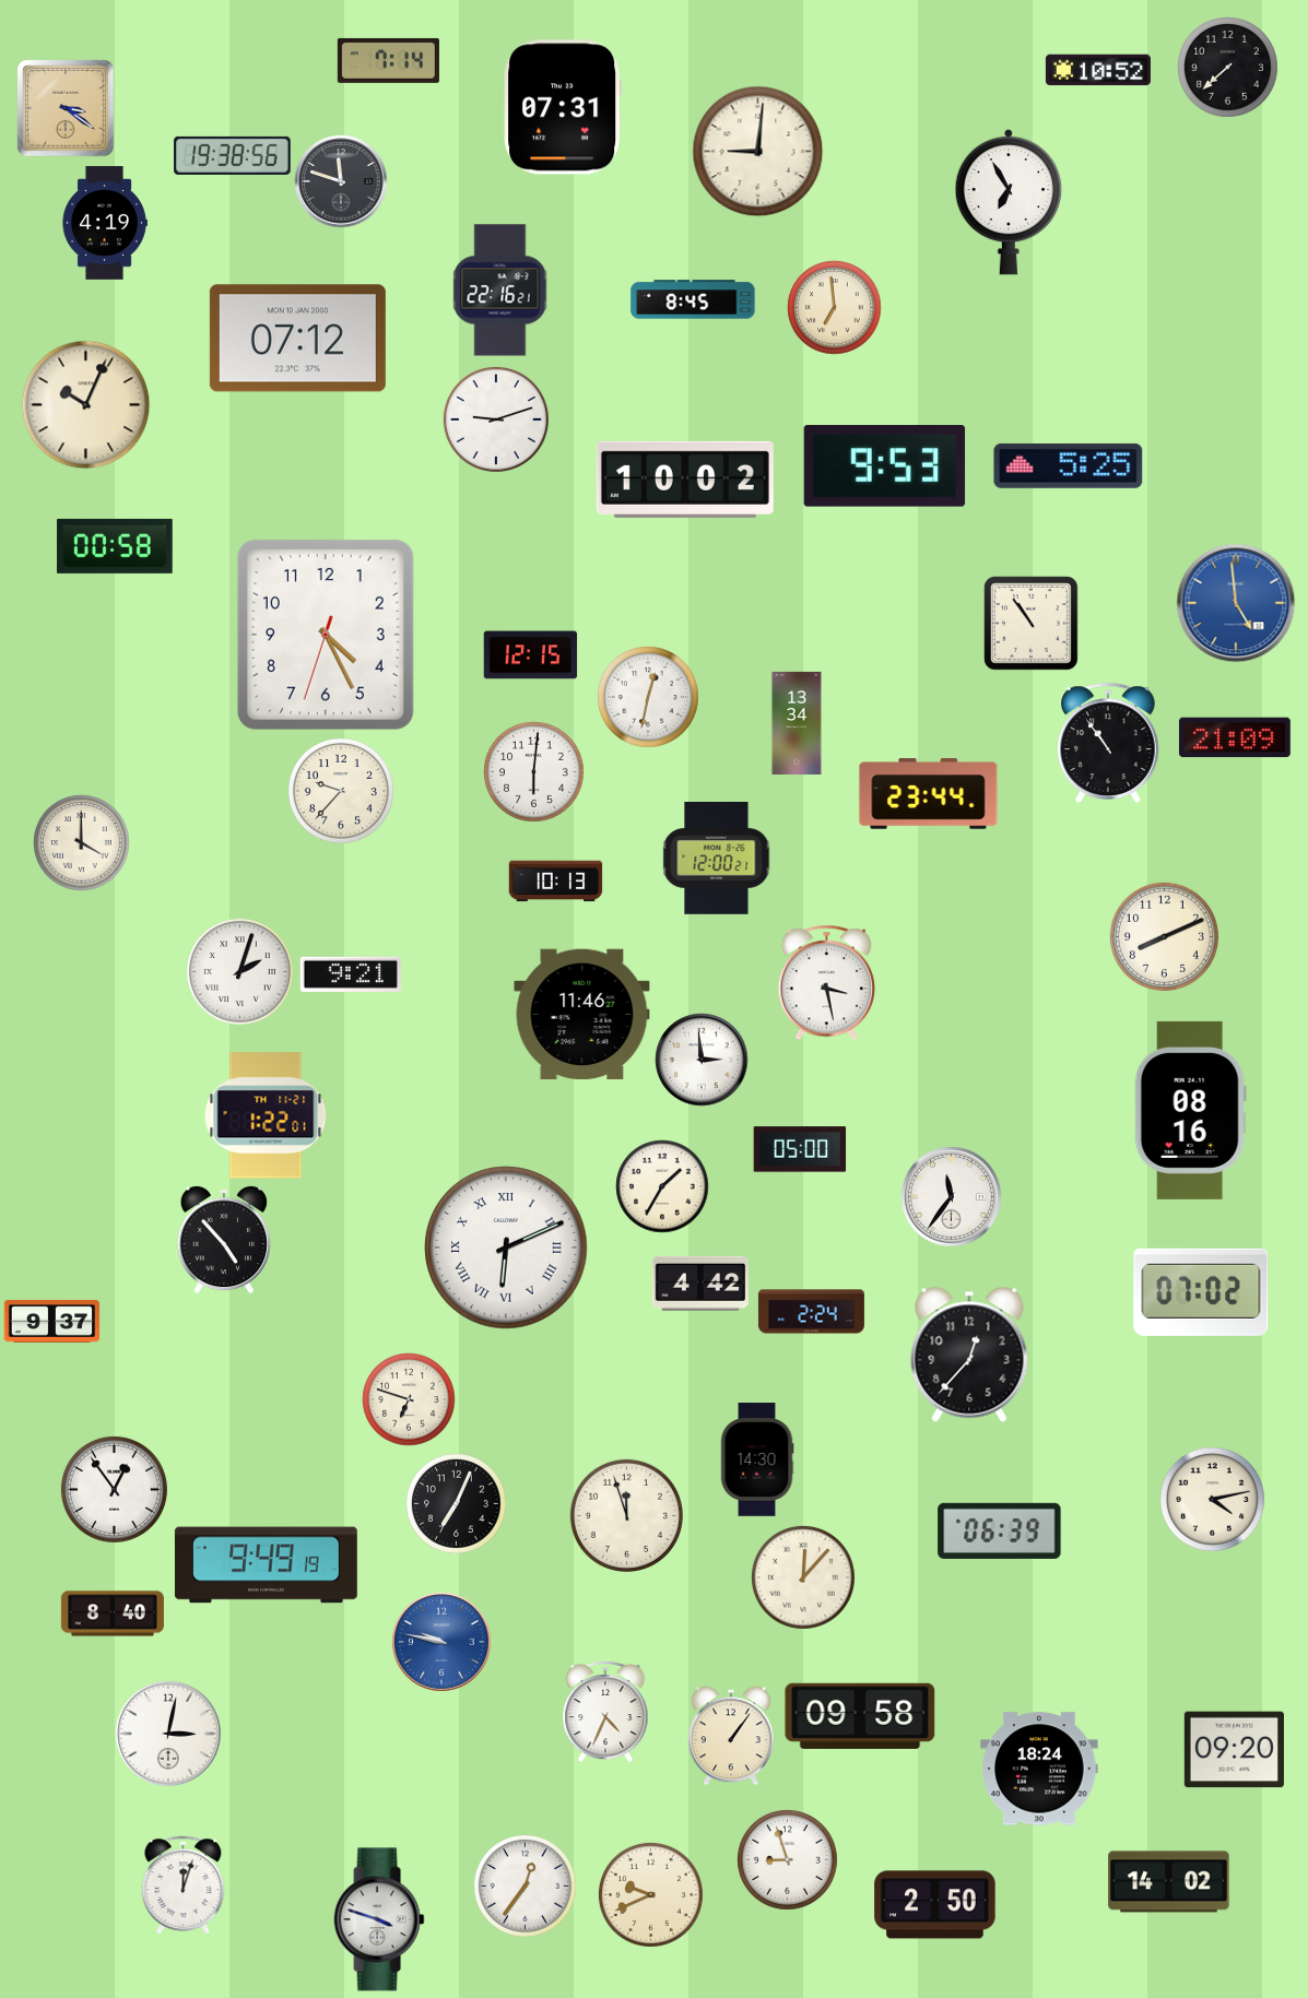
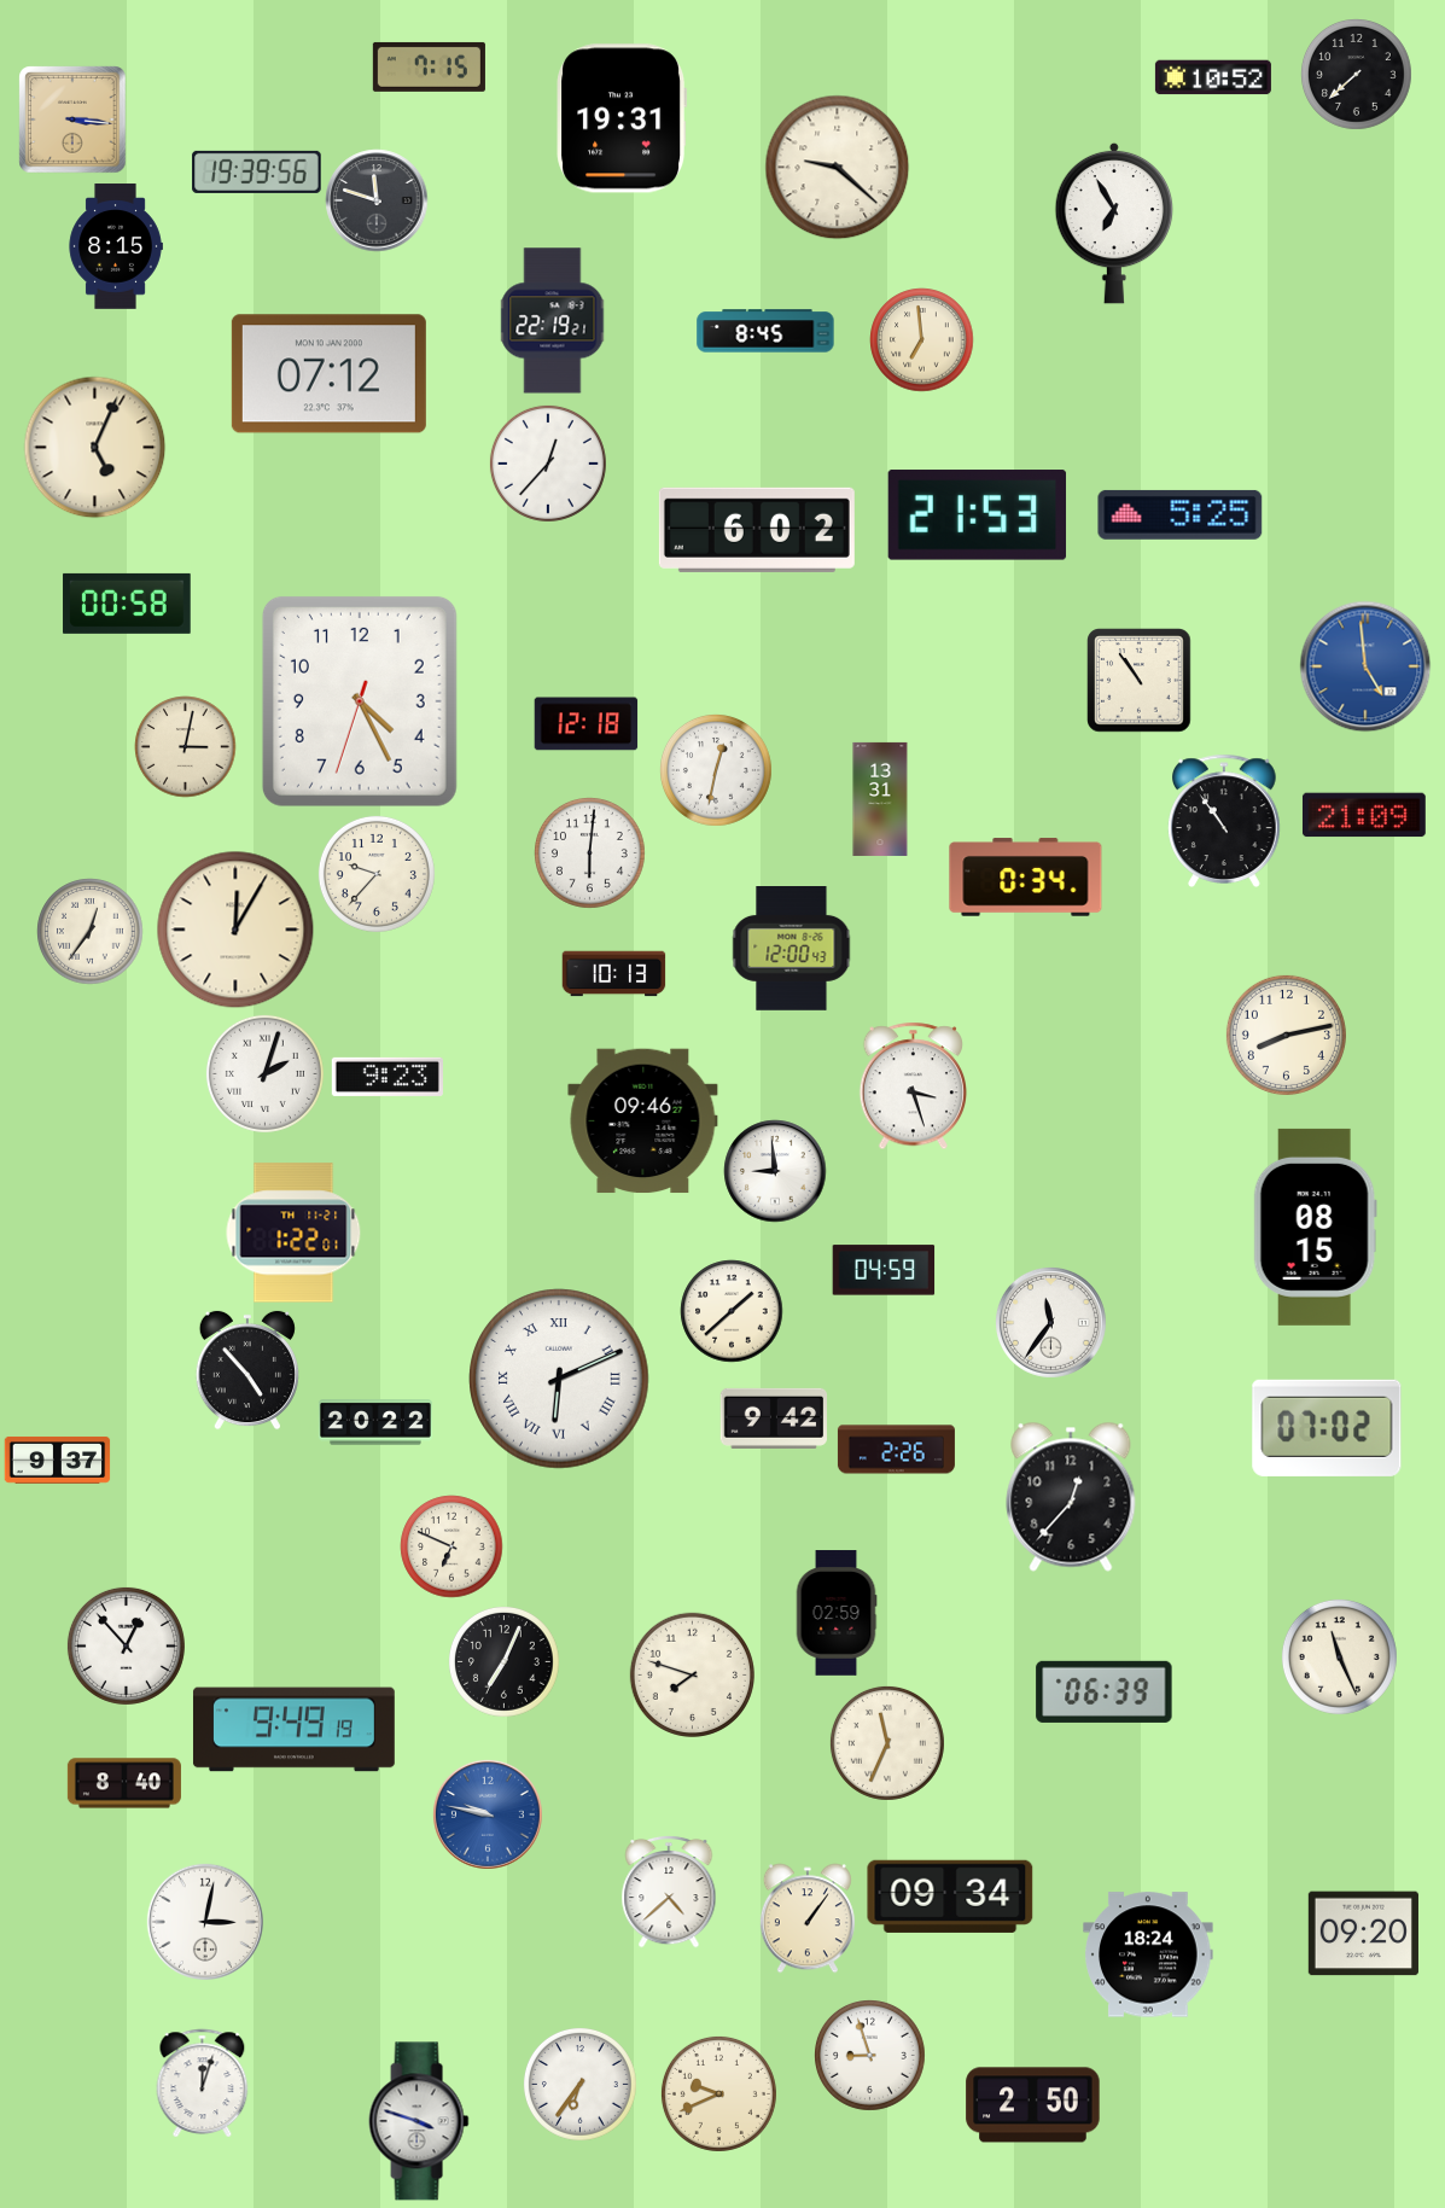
clock at (388, 60): 7:14 -> 7:15
clock at (563, 107): 07:31 -> 19:31
clock at (66, 108): 3:21 -> 3:16
clock at (757, 151): 9:01 -> 9:22
clock at (233, 155): 19:38 -> 19:39
clock at (105, 223): 4:19 -> 8:15
clock at (500, 291): 22:16 -> 22:19
clock at (85, 404): 10:04 -> 5:04
clock at (496, 419): 9:12 -> 12:37
clock at (885, 466): 9:53 -> 21:53
clock at (685, 480): 10:02 -> 6:02
clock at (1030, 623) position: (1030, 623) -> (1138, 680)
clock at (530, 655): 12:15 -> 12:18
clock at (185, 746): none -> 3:02
clock at (797, 723): 13:34 -> 13:31
clock at (929, 794): 23:44 -> 0:34
clock at (235, 930): none -> 12:05
clock at (81, 842): 4:00 -> 12:36
clock at (717, 859): 12:00:21 -> 12:00:43
clock at (1164, 936): 8:11 -> 8:13
clock at (351, 974): 9:21 -> 9:23
clock at (826, 982): 3:28 -> 3:27
clock at (582, 1015): 11:46 -> 09:46
clock at (702, 1060): 2:59 -> 8:59
clock at (1190, 1110): 08:16 -> 08:15
clock at (800, 1149): 05:00 -> 04:59
clock at (662, 1186): 1:35 -> 1:38
clock at (699, 1284): 4:42 -> 9:42
clock at (375, 1422): none -> 20:22
clock at (811, 1312): 2:24 -> 2:26
clock at (409, 1399): 6:48 -> 6:49
clock at (757, 1459): 14:30 -> 02:59
clock at (114, 1489): 12:54 -> 12:53
clock at (1212, 1499): 4:13 -> 11:26
clock at (626, 1515): 11:57 -> 7:48
clock at (803, 1577): 12:07 -> 11:34
clock at (605, 1712): 4:34 -> 4:38
clock at (860, 1716): 09:58 -> 09:34
clock at (168, 1734) position: (168, 1734) -> (205, 1922)
clock at (1169, 1882): 14:02 -> none
clock at (525, 1885): 12:36 -> 6:36
